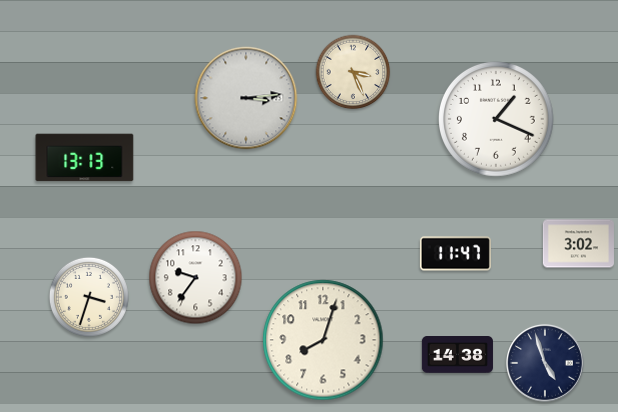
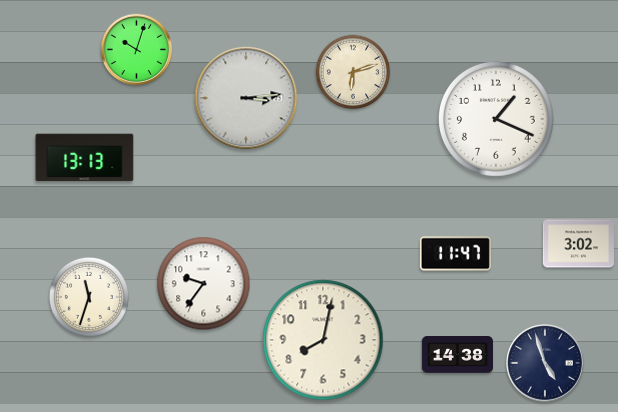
clock at (136, 49): none -> 10:03
clock at (353, 72): 3:26 -> 6:12
clock at (196, 278) position: (196, 278) -> (204, 284)
clock at (89, 297): 3:33 -> 11:33
clock at (323, 340): 8:03 -> 8:02
